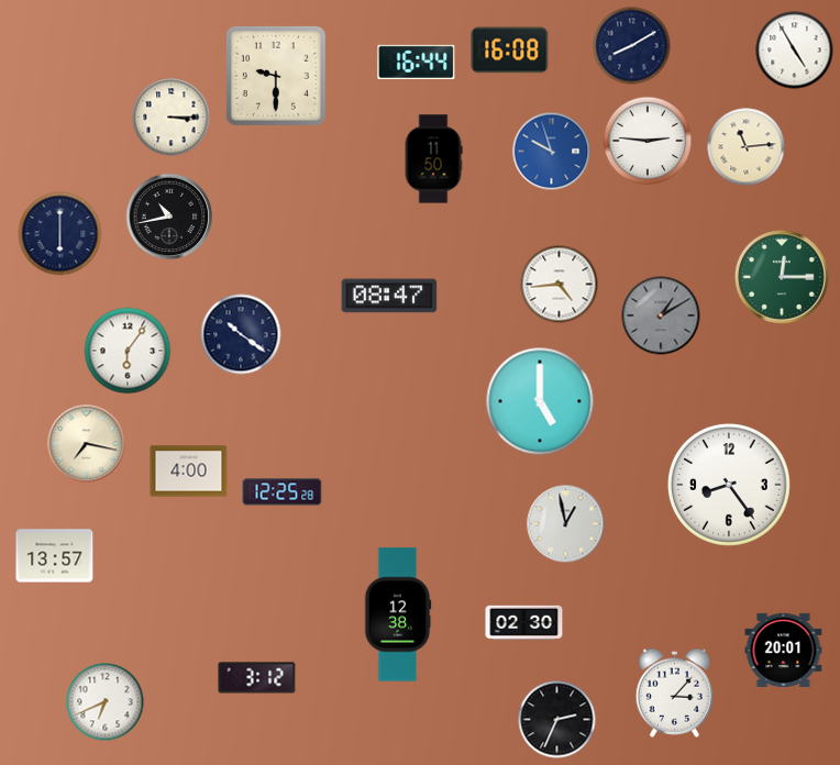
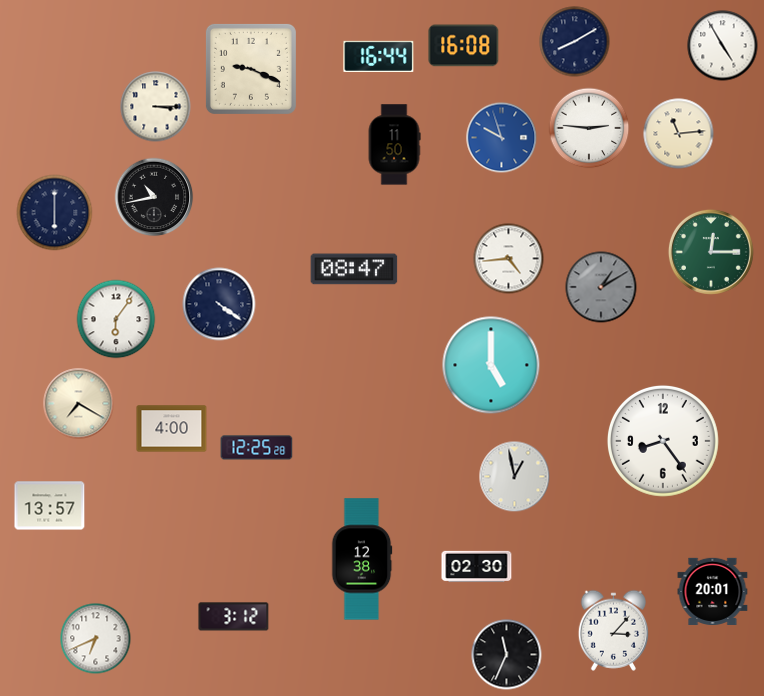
clock at (276, 76): 9:30 -> 9:19
clock at (241, 334): 10:21 -> 4:21
clock at (87, 444): 7:17 -> 7:20
clock at (557, 720): 2:34 -> 11:34
